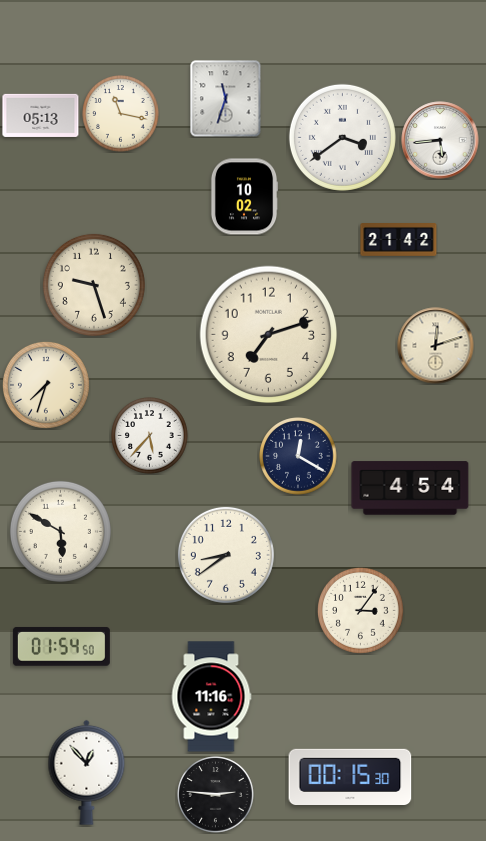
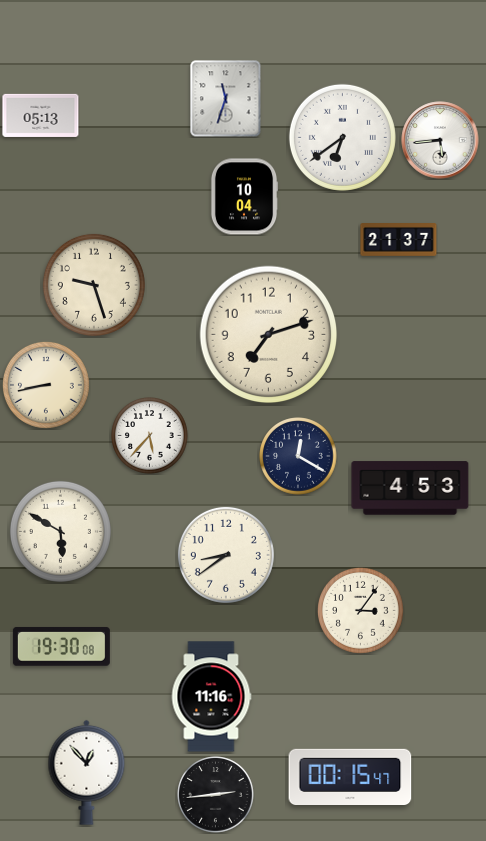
clock at (121, 114): 11:17 -> none
clock at (342, 137): 3:39 -> 6:39
clock at (244, 197): 10:02 -> 10:04
clock at (399, 240): 21:42 -> 21:37
clock at (436, 346): 12:12 -> none
clock at (46, 385): 7:33 -> 8:43
clock at (410, 488): 4:54 -> 4:53
clock at (61, 647): 01:54 -> 19:30
clock at (350, 776): 00:15:30 -> 00:15:47
clock at (216, 795): 2:46 -> 2:44
